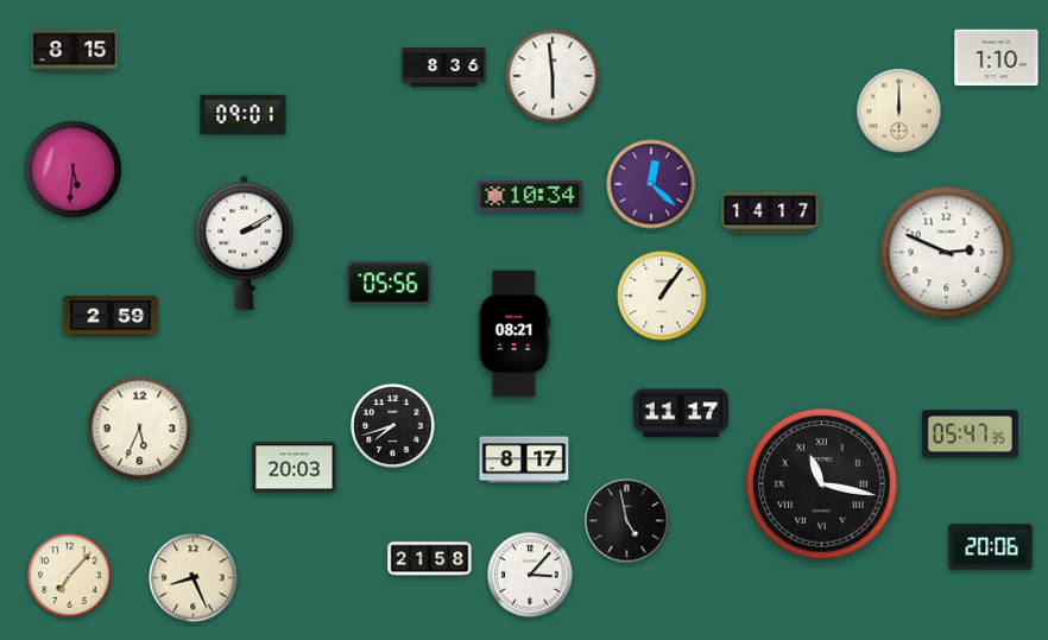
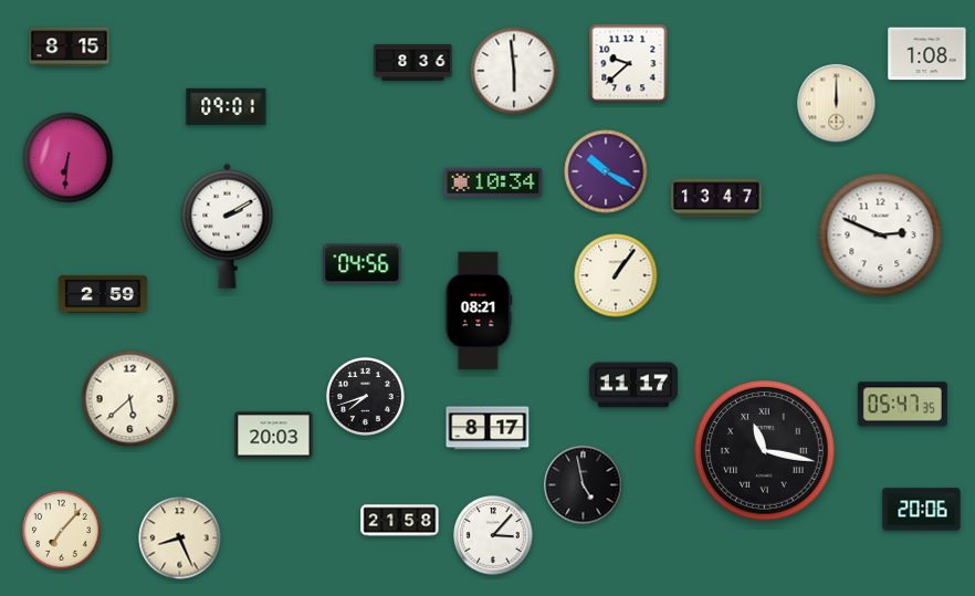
clock at (997, 58): 1:10 -> 1:08
clock at (629, 64): none -> 9:38
clock at (74, 170): 5:31 -> 6:31
clock at (651, 184): 12:22 -> 10:20
clock at (771, 213): 14:17 -> 13:47
clock at (390, 284): 05:56 -> 04:56
clock at (140, 429): 5:34 -> 5:38
clock at (70, 576) position: (70, 576) -> (62, 531)
